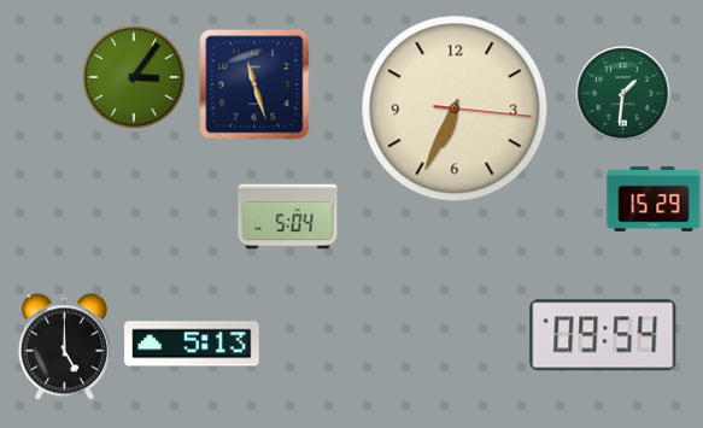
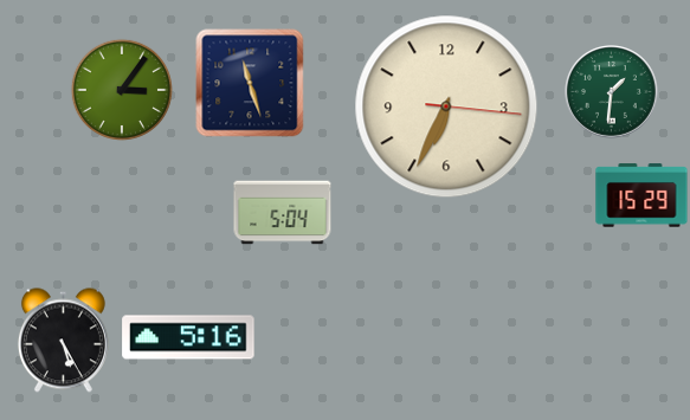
clock at (133, 76) position: (133, 76) -> (121, 89)
clock at (603, 335): 09:54 -> none
clock at (192, 344): 5:13 -> 5:16
clock at (64, 347): 5:00 -> 5:25
